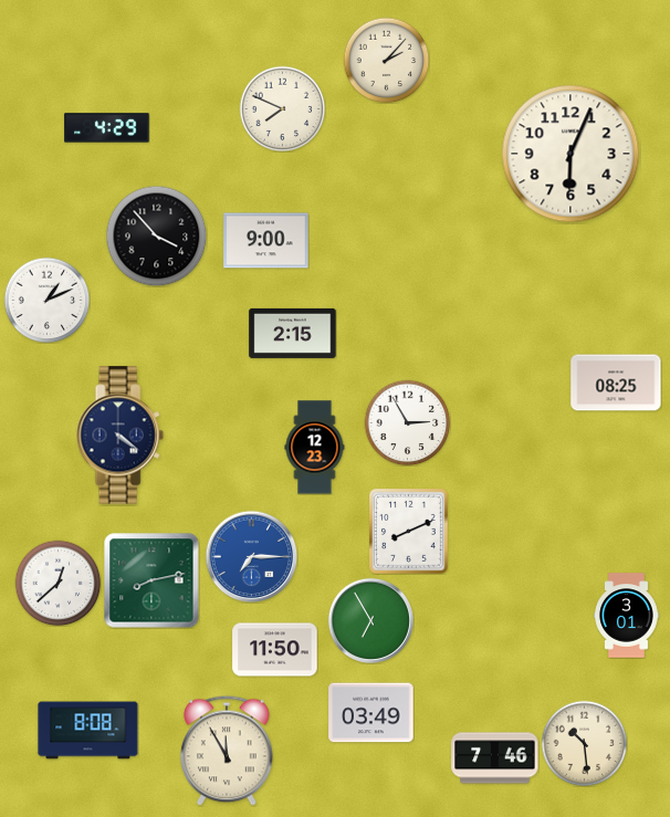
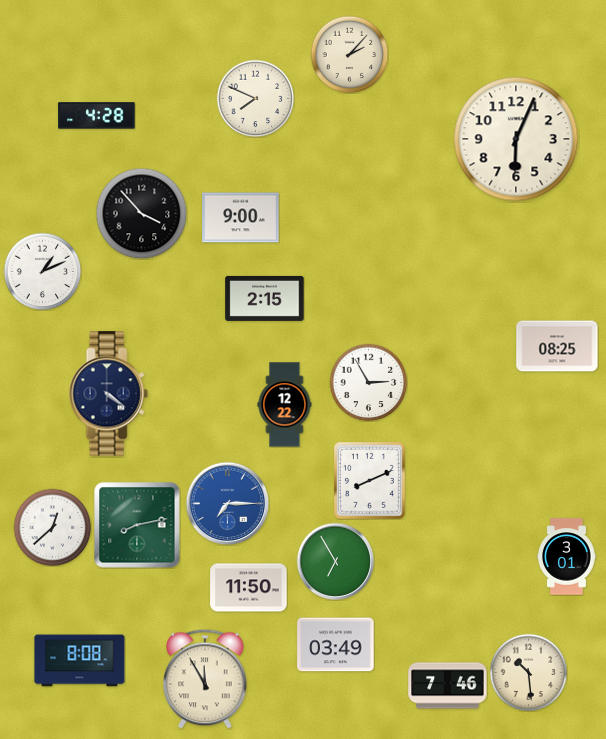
clock at (107, 128): 4:29 -> 4:28
clock at (293, 333) position: (293, 333) -> (265, 298)
clock at (315, 448): 12:23 -> 12:22
